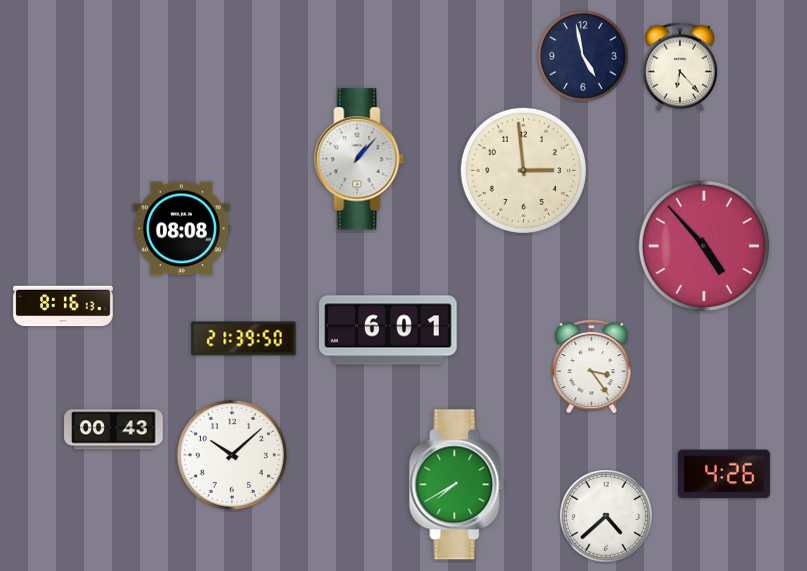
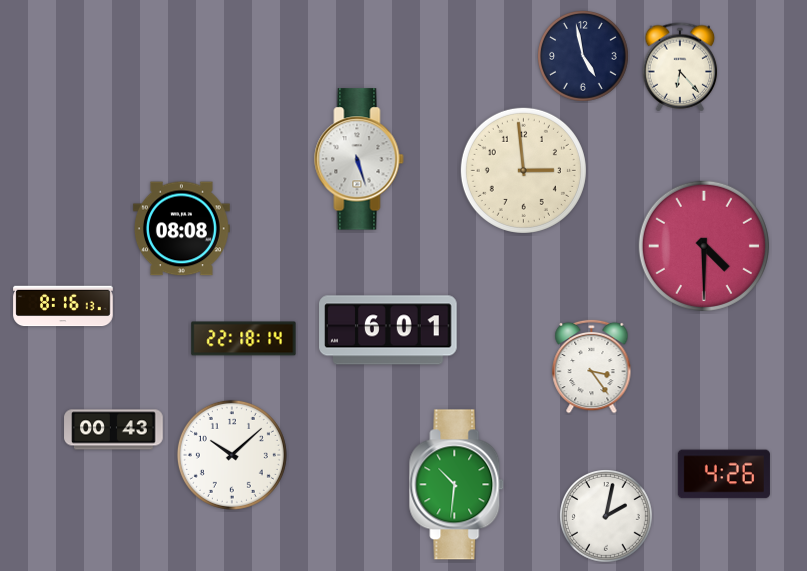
clock at (359, 159): 1:07 -> 5:27
clock at (704, 246): 4:53 -> 4:30
clock at (244, 339): 21:39 -> 22:18
clock at (457, 485): 7:40 -> 10:31
clock at (607, 517): 4:38 -> 2:02
